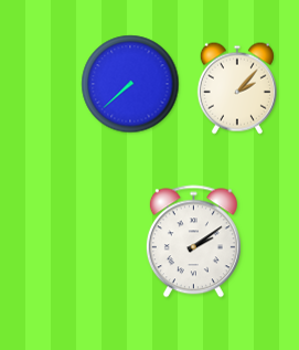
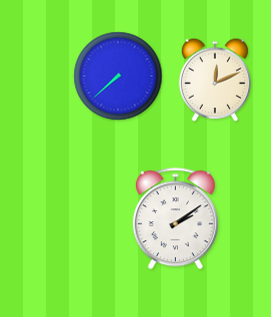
clock at (237, 88): 2:07 -> 12:11
